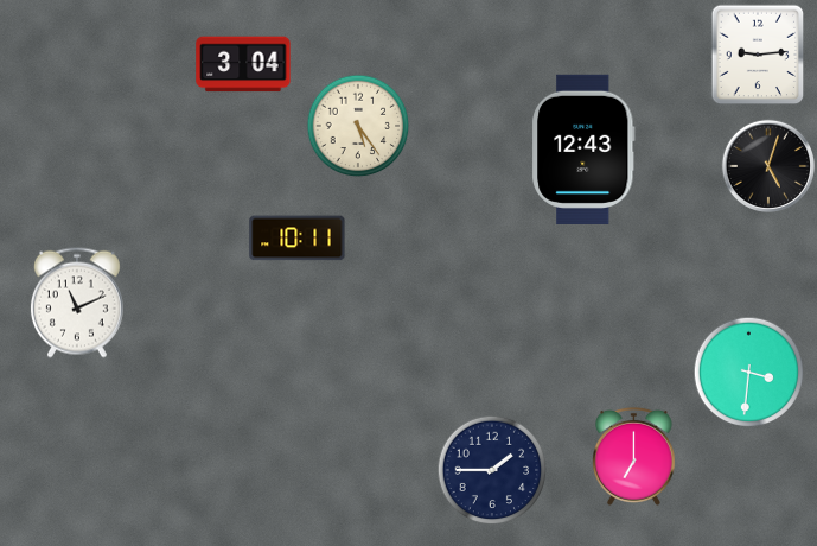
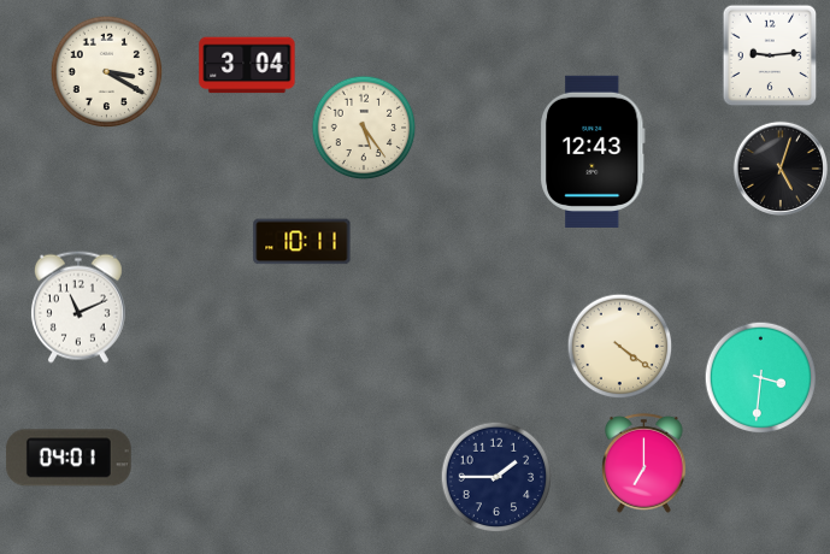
clock at (107, 72): none -> 3:20
clock at (620, 347): none -> 4:21
clock at (69, 458): none -> 04:01
clock at (492, 470) position: (492, 470) -> (496, 477)
